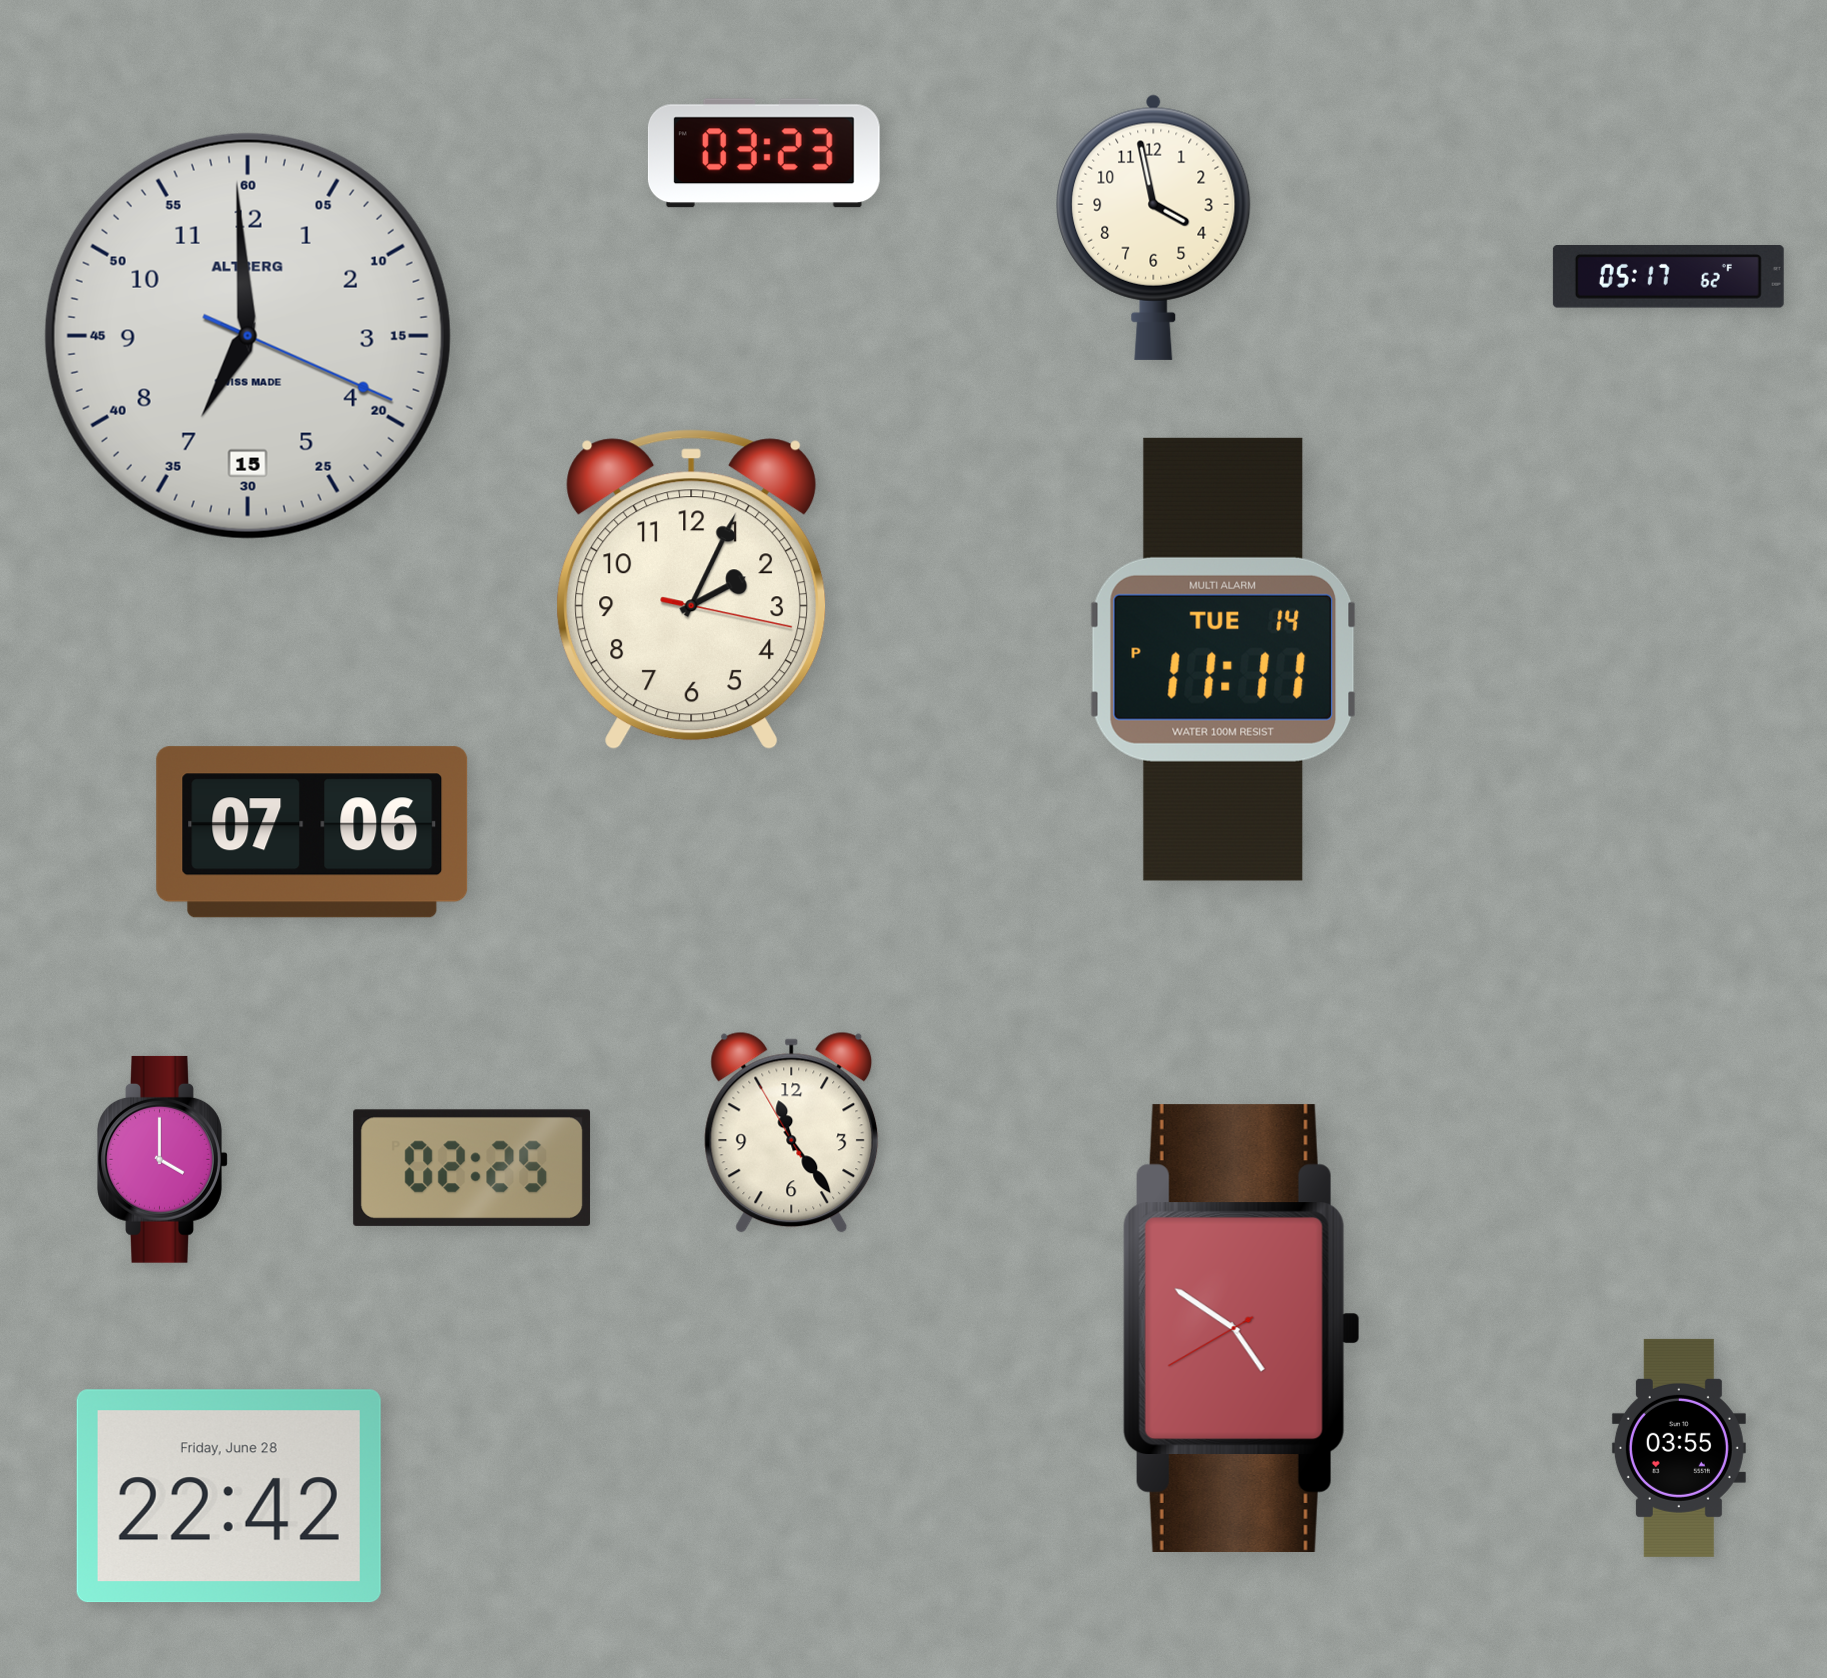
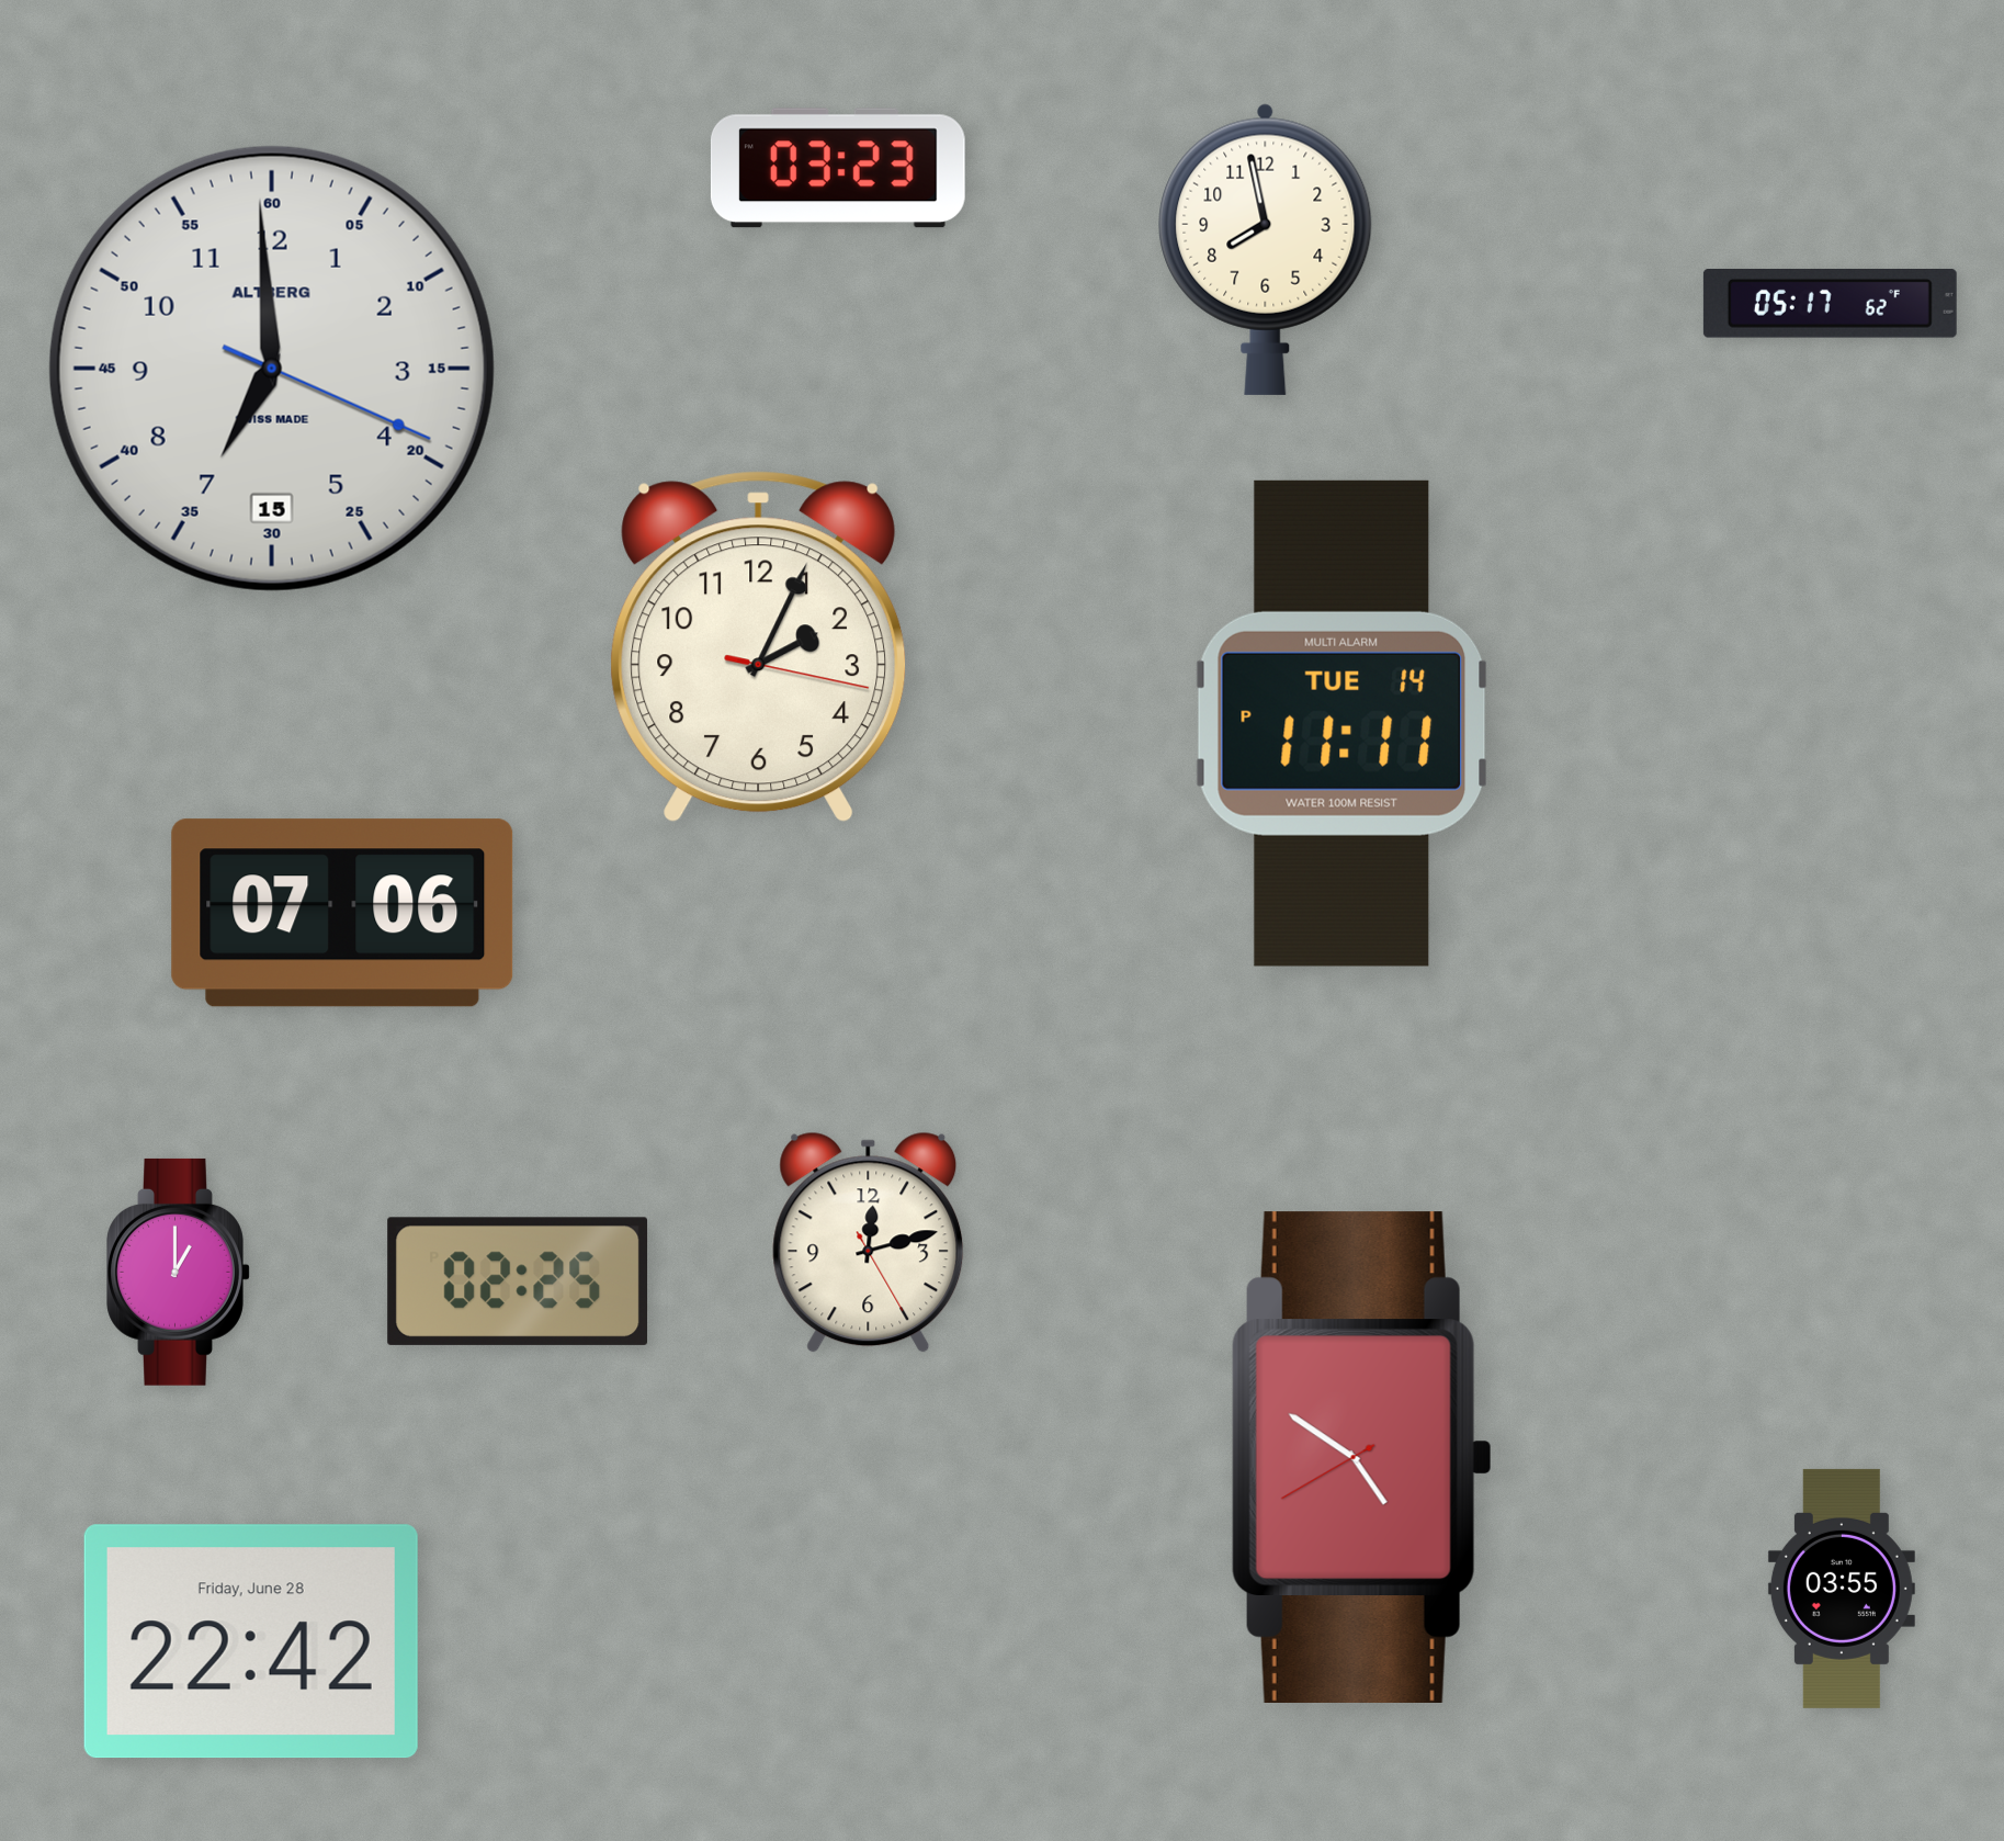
clock at (1154, 227): 3:58 -> 7:58
clock at (792, 1132): 11:23 -> 12:12
clock at (163, 1159): 4:00 -> 1:00
